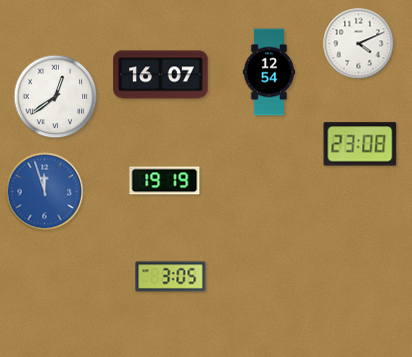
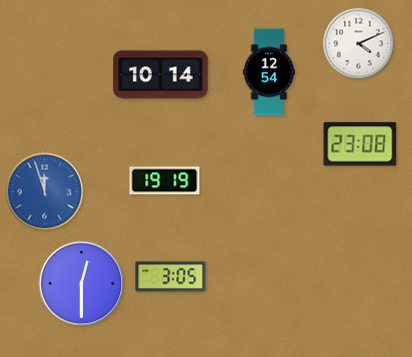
clock at (161, 75): 16:07 -> 10:14
clock at (56, 97): 12:39 -> none
clock at (81, 283): none -> 12:30
